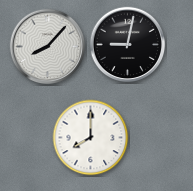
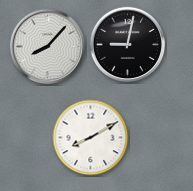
clock at (91, 138): 8:00 -> 8:10
